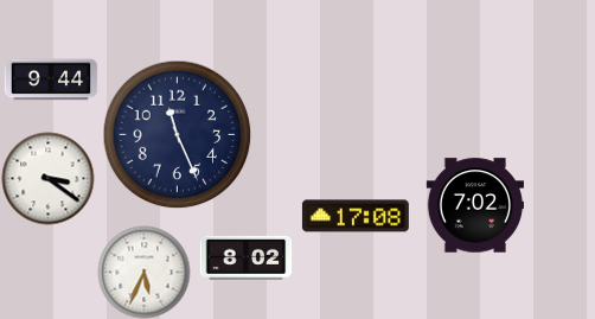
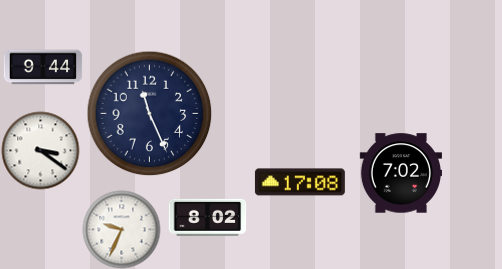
clock at (143, 272): 5:34 -> 9:34
